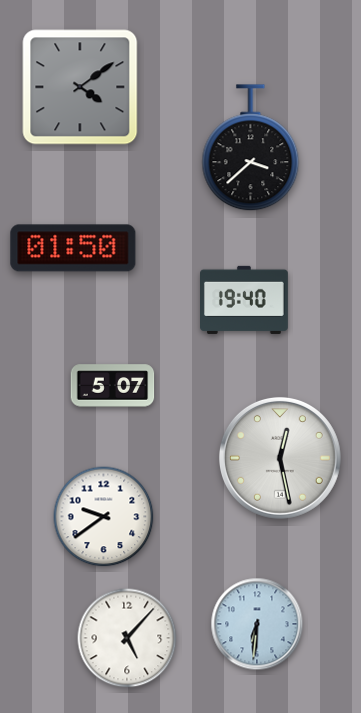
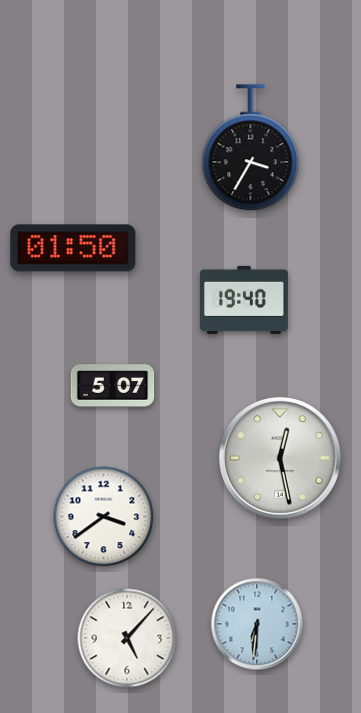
clock at (80, 87): 4:09 -> none
clock at (251, 148): 3:38 -> 3:35
clock at (104, 517): 9:39 -> 3:39
